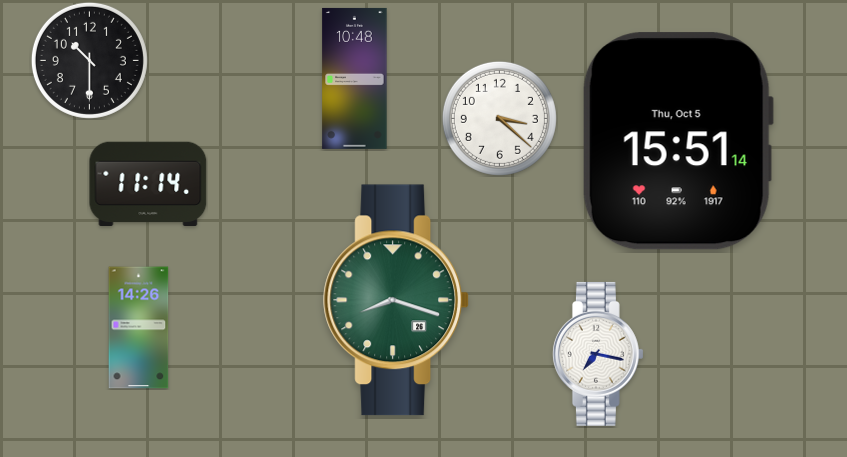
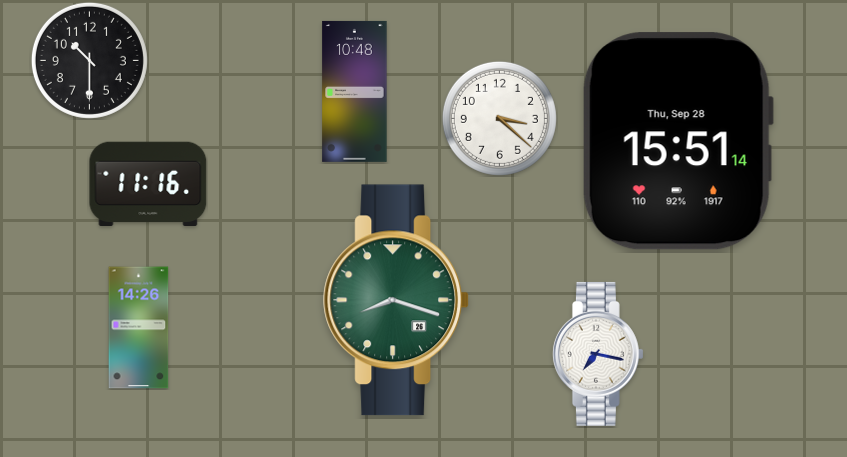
clock at (355, 78) position: (355, 78) -> (355, 91)
clock at (678, 141) date: Thu, Oct 5 -> Thu, Sep 28
clock at (148, 184): 11:14 -> 11:16
